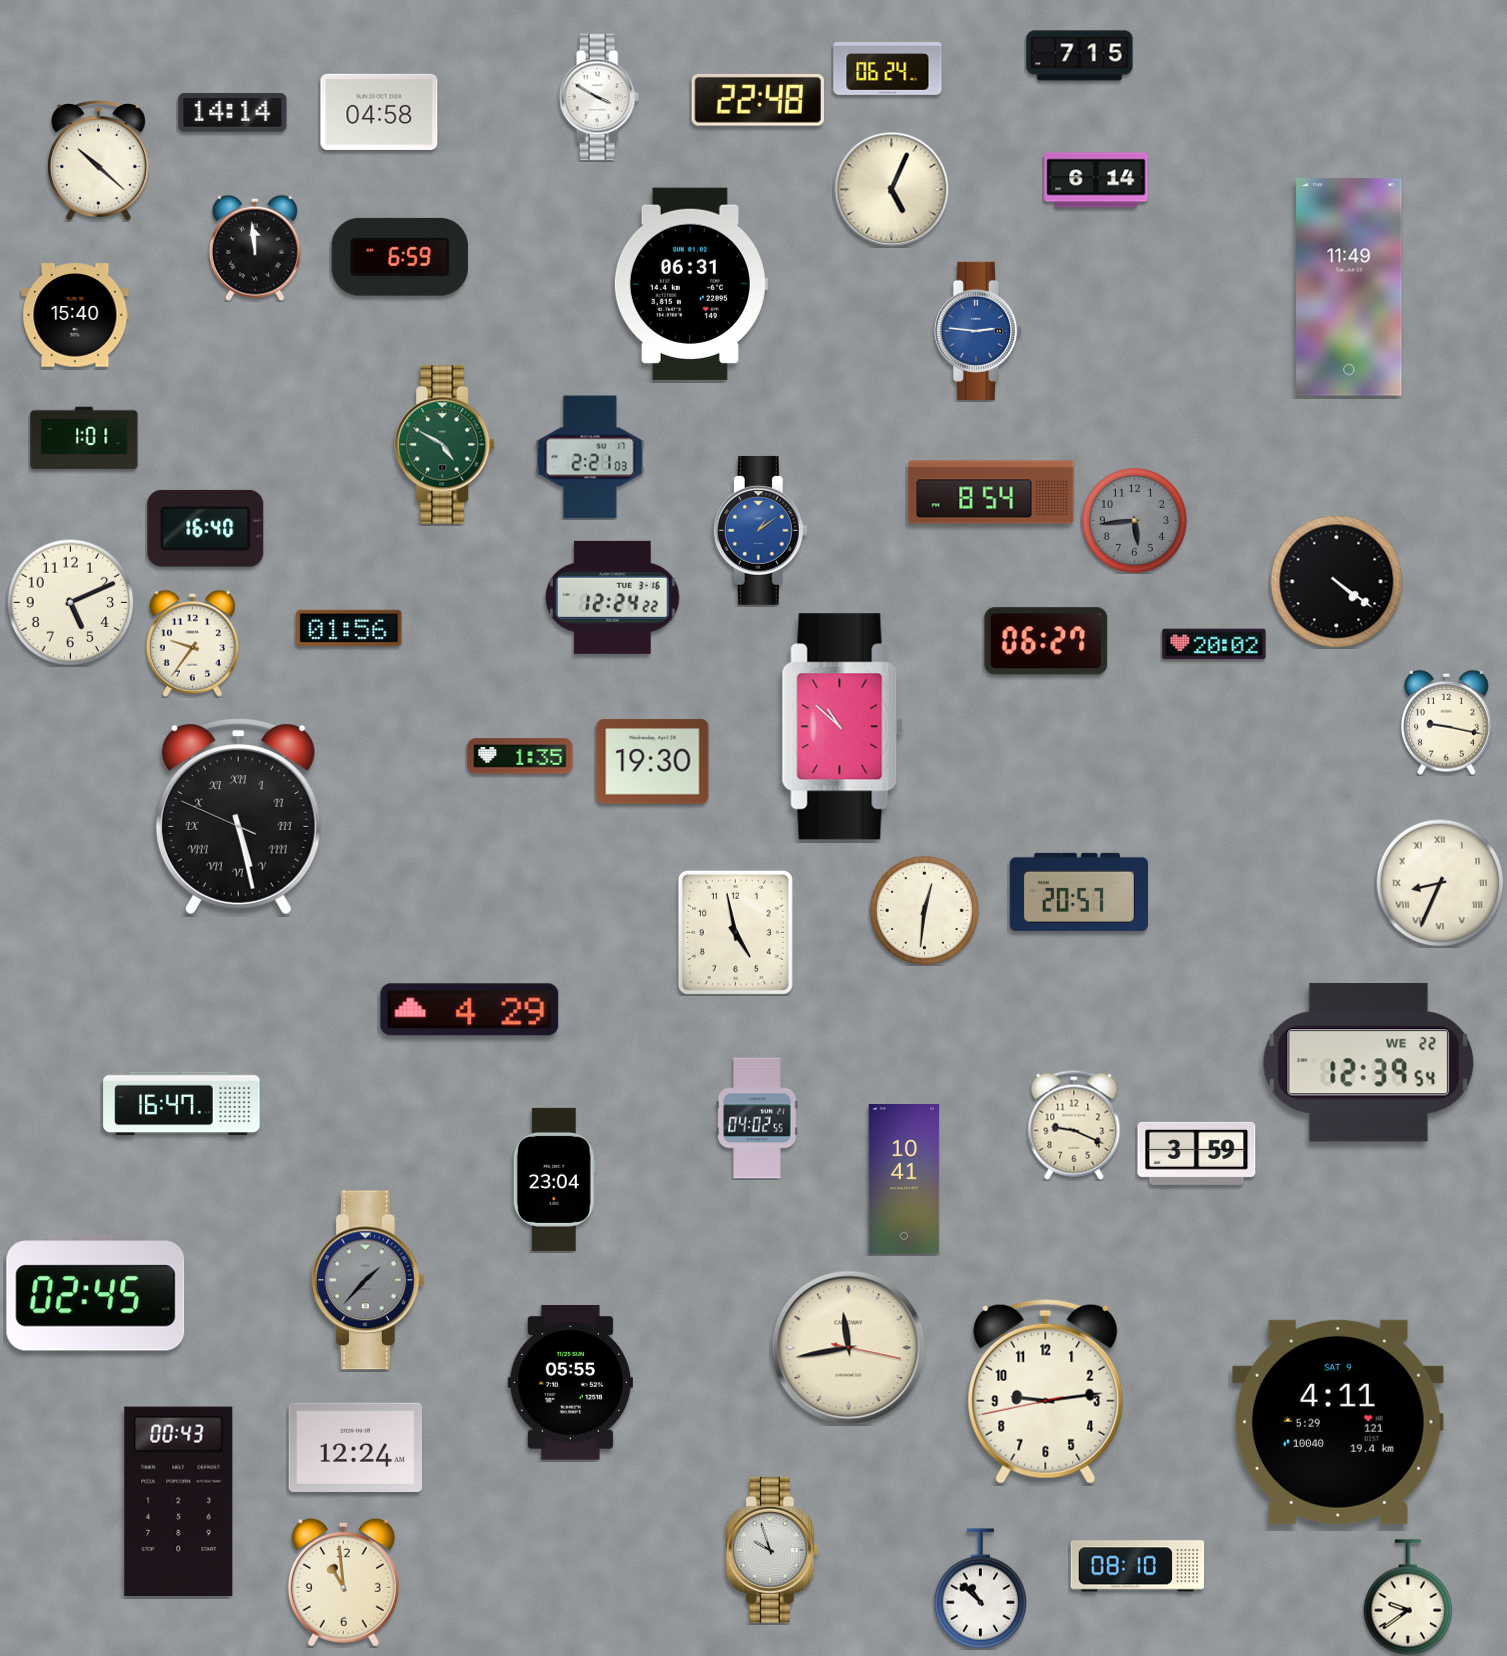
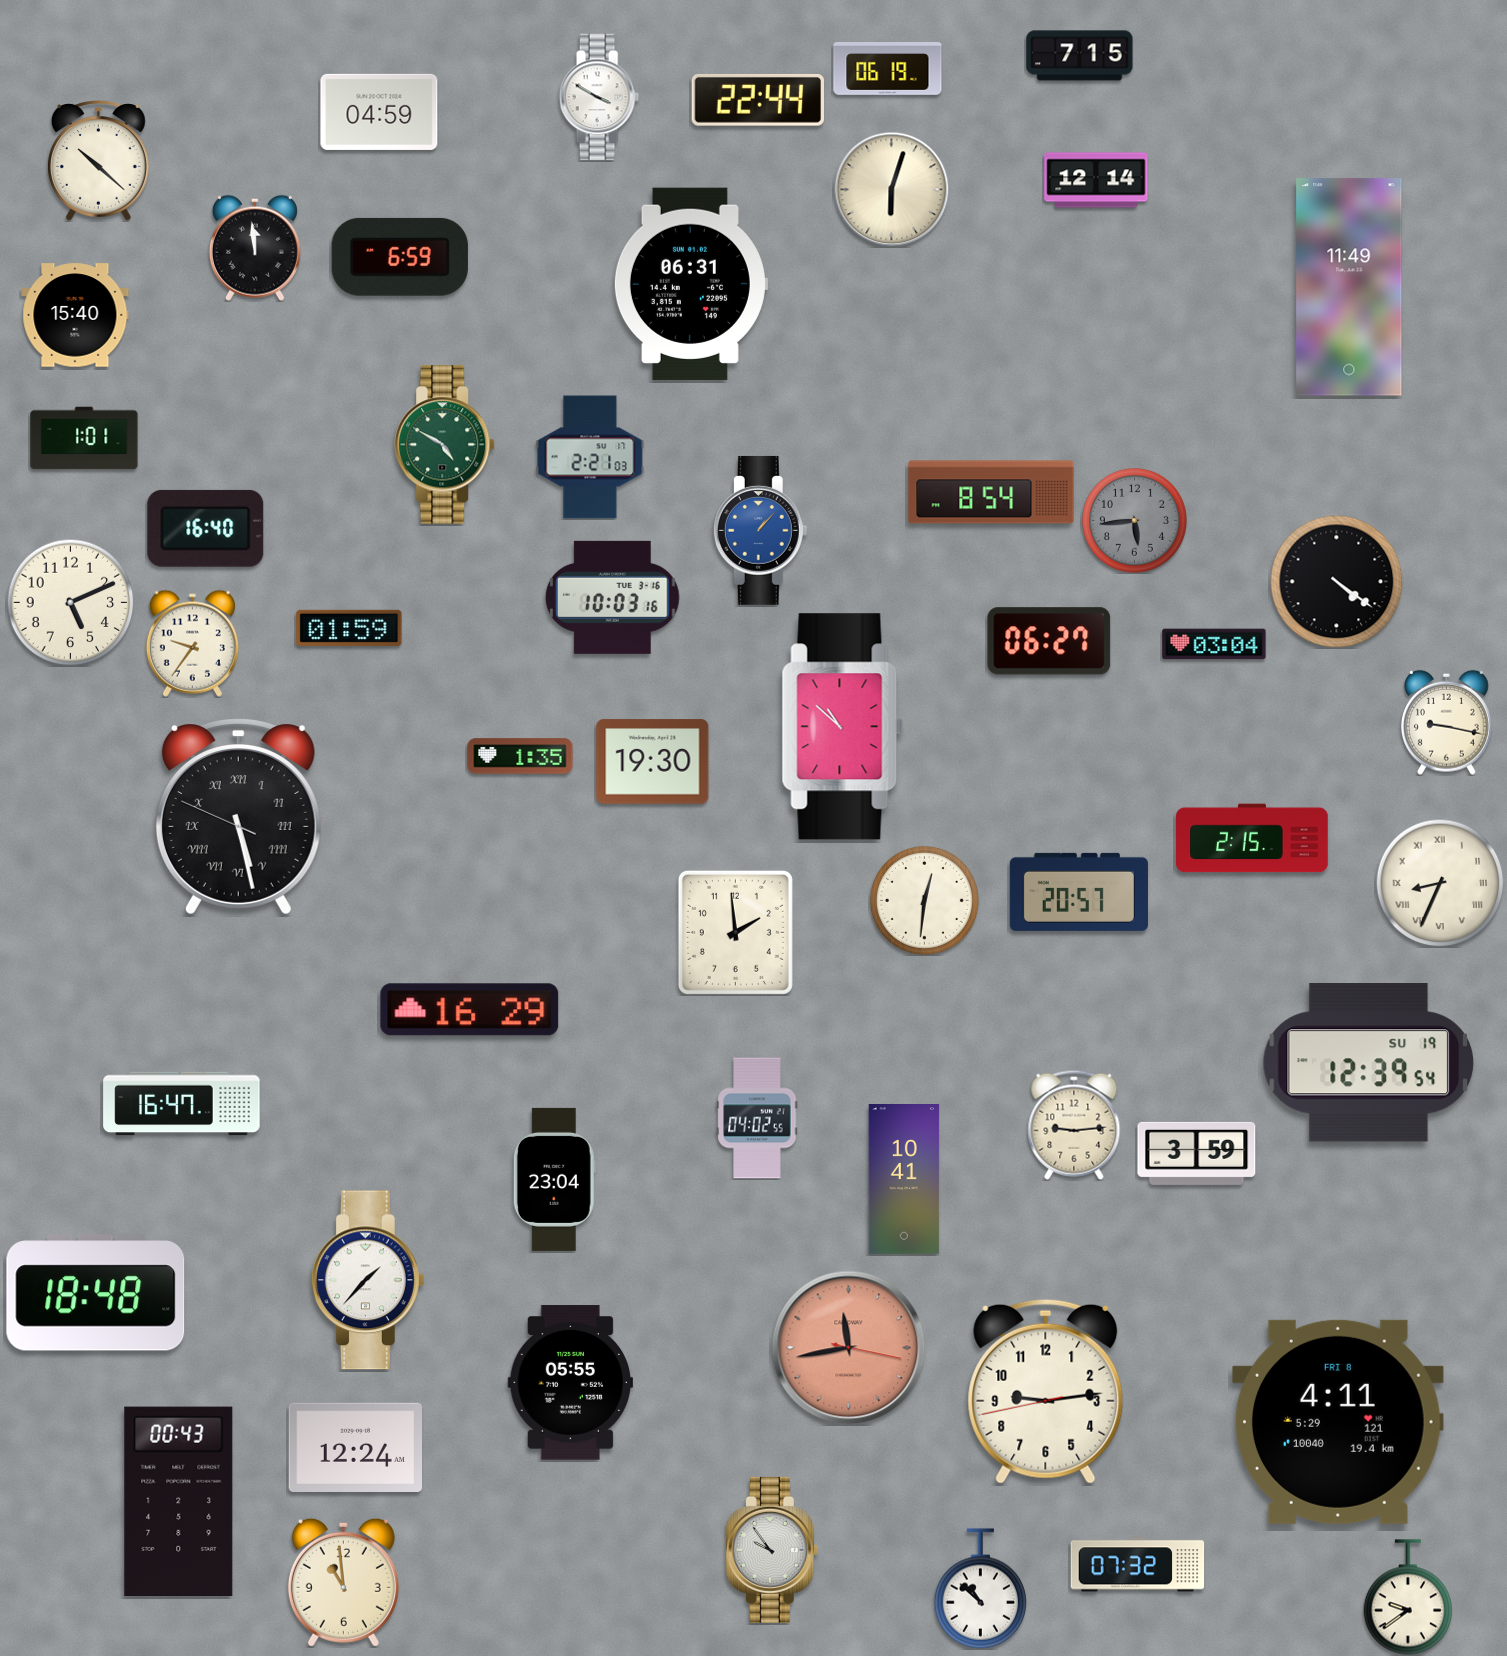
clock at (888, 69): 06:24 -> 06:19
clock at (757, 100): 22:48 -> 22:44
clock at (233, 112): 14:14 -> none
clock at (379, 112): 04:58 -> 04:59
clock at (1096, 180): 6:14 -> 12:14
clock at (891, 189): 5:04 -> 6:03
clock at (978, 331): 2:46 -> none
clock at (760, 530): 1:09 -> 1:07
clock at (613, 597): 12:24 -> 10:03
clock at (349, 628): 01:56 -> 01:59
clock at (1046, 641) position: (1046, 641) -> (1049, 641)
clock at (1214, 644): 20:02 -> 03:04
clock at (1252, 838): none -> 2:15
clock at (924, 910) position: (924, 910) -> (924, 900)
clock at (735, 932): 4:58 -> 1:59
clock at (470, 1010): 4:29 -> 16:29
clock at (1369, 1063) date: WE 22 -> SU 19
clock at (1074, 1125): 9:19 -> 9:14
clock at (368, 1280) dial: grey -> white
clock at (96, 1293): 02:45 -> 18:48
clock at (849, 1348) dial: cream -> salmon
clock at (1338, 1422) date: SAT 9 -> FRI 8
clock at (772, 1550): 9:57 -> 9:54
clock at (1138, 1565): 08:10 -> 07:32
